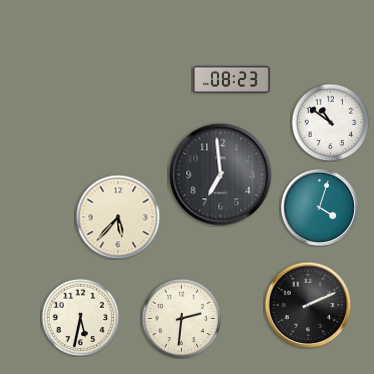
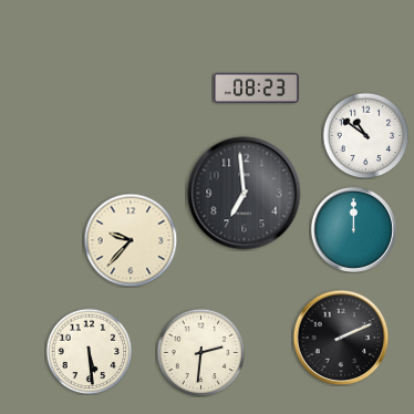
clock at (319, 207): 4:03 -> 12:00
clock at (118, 217): 5:37 -> 9:37
clock at (80, 317): 5:32 -> 5:29
